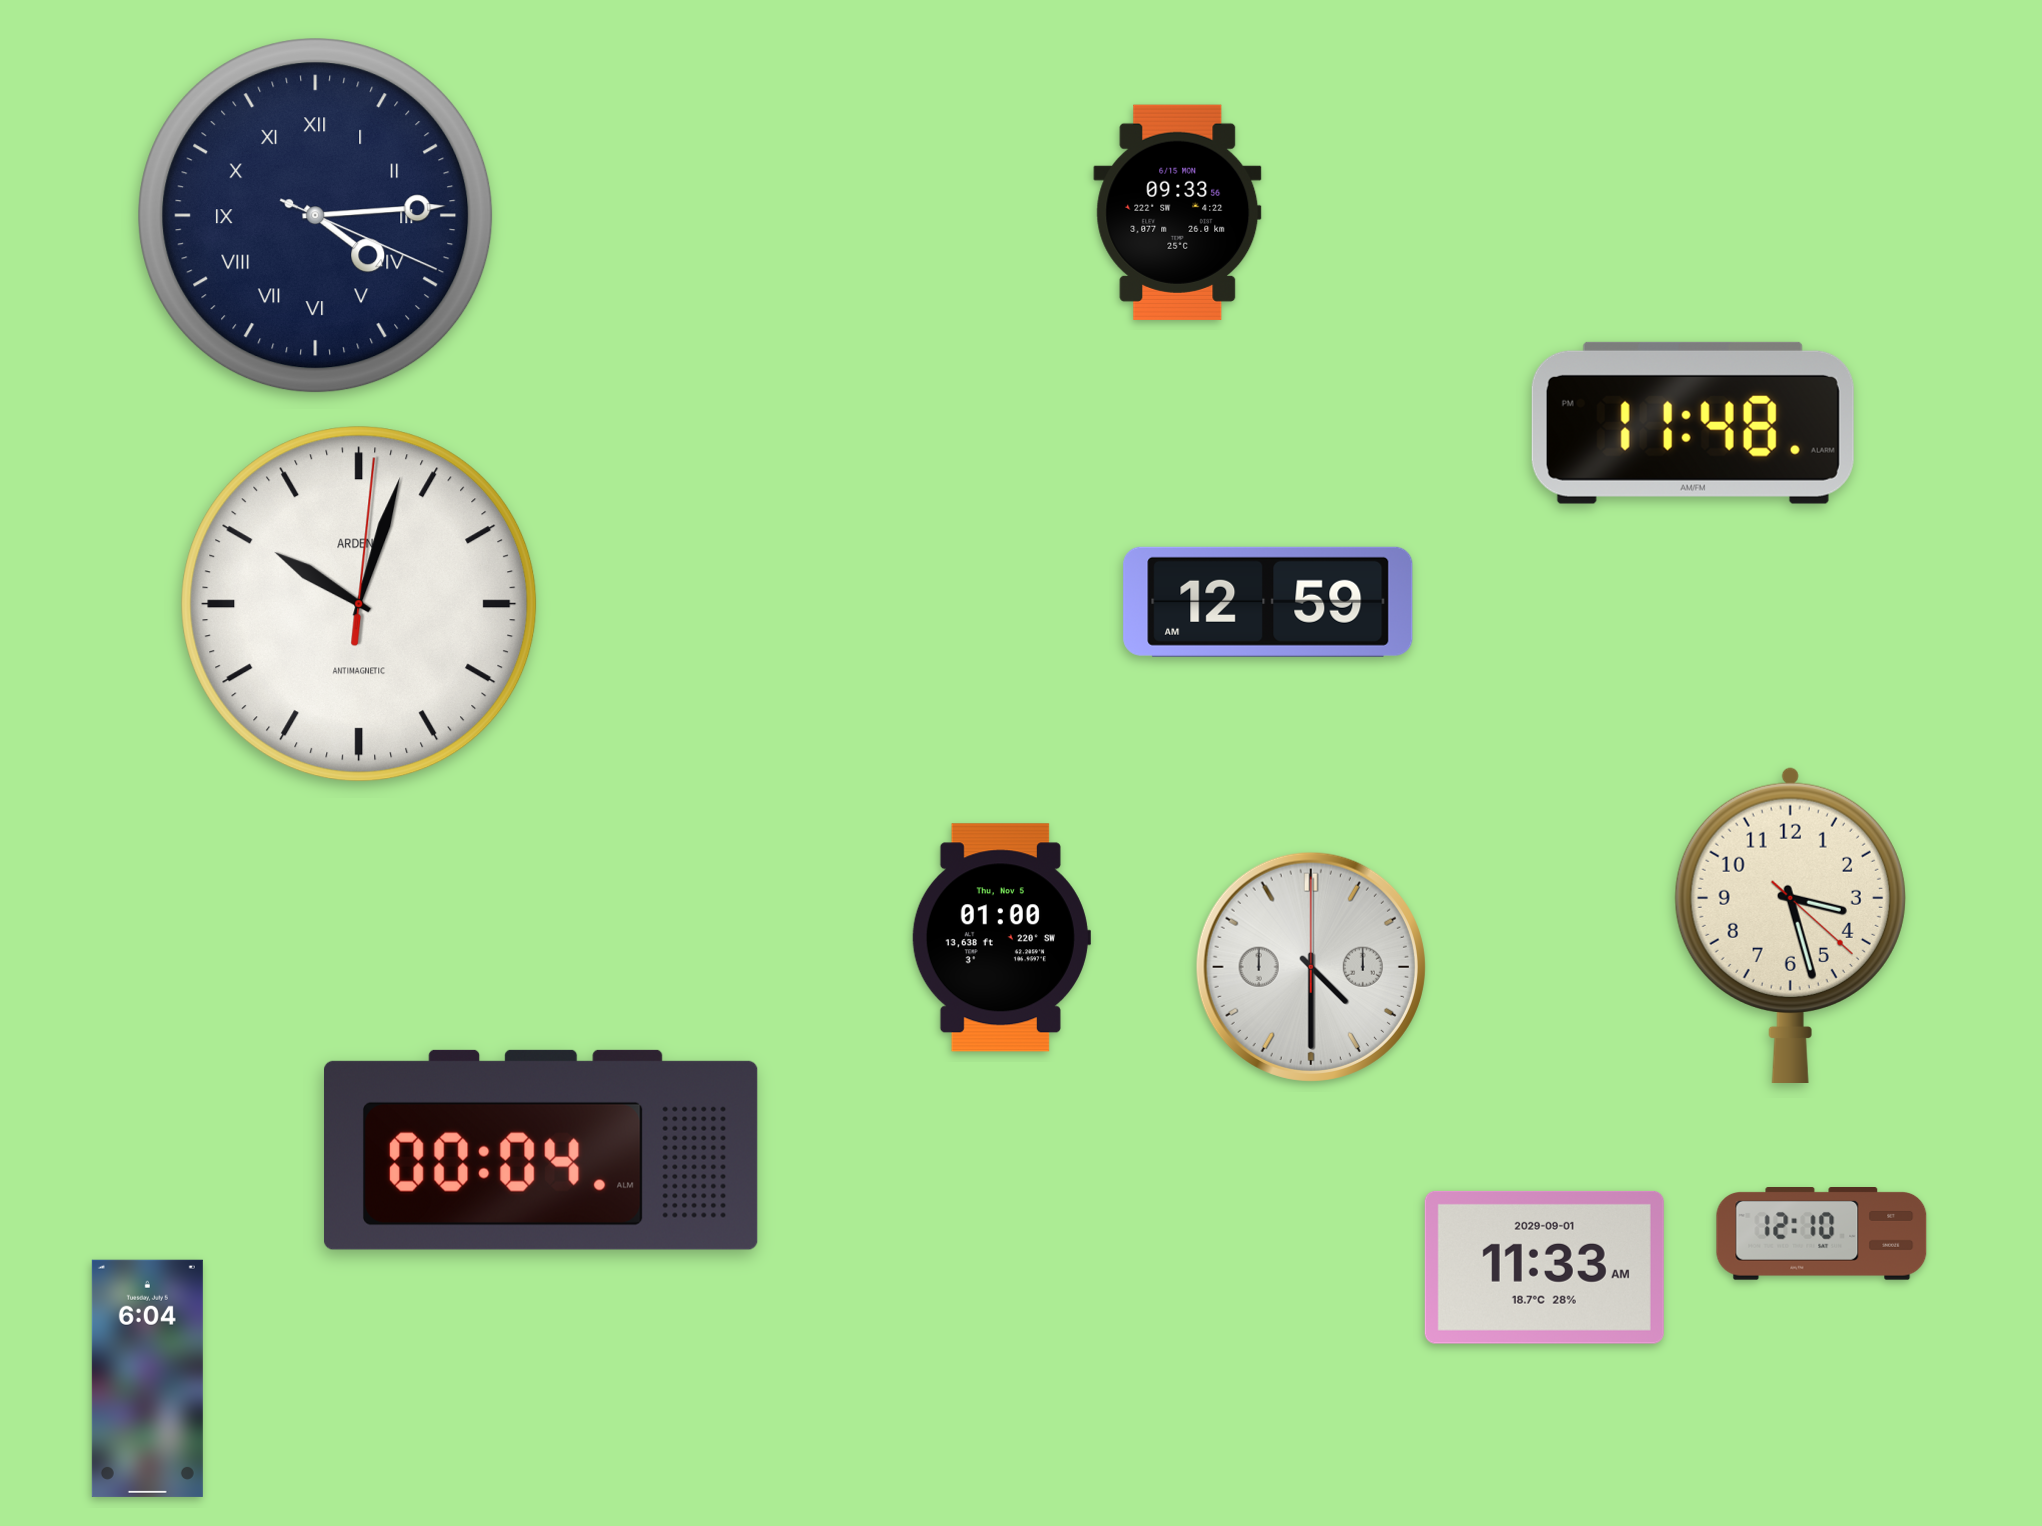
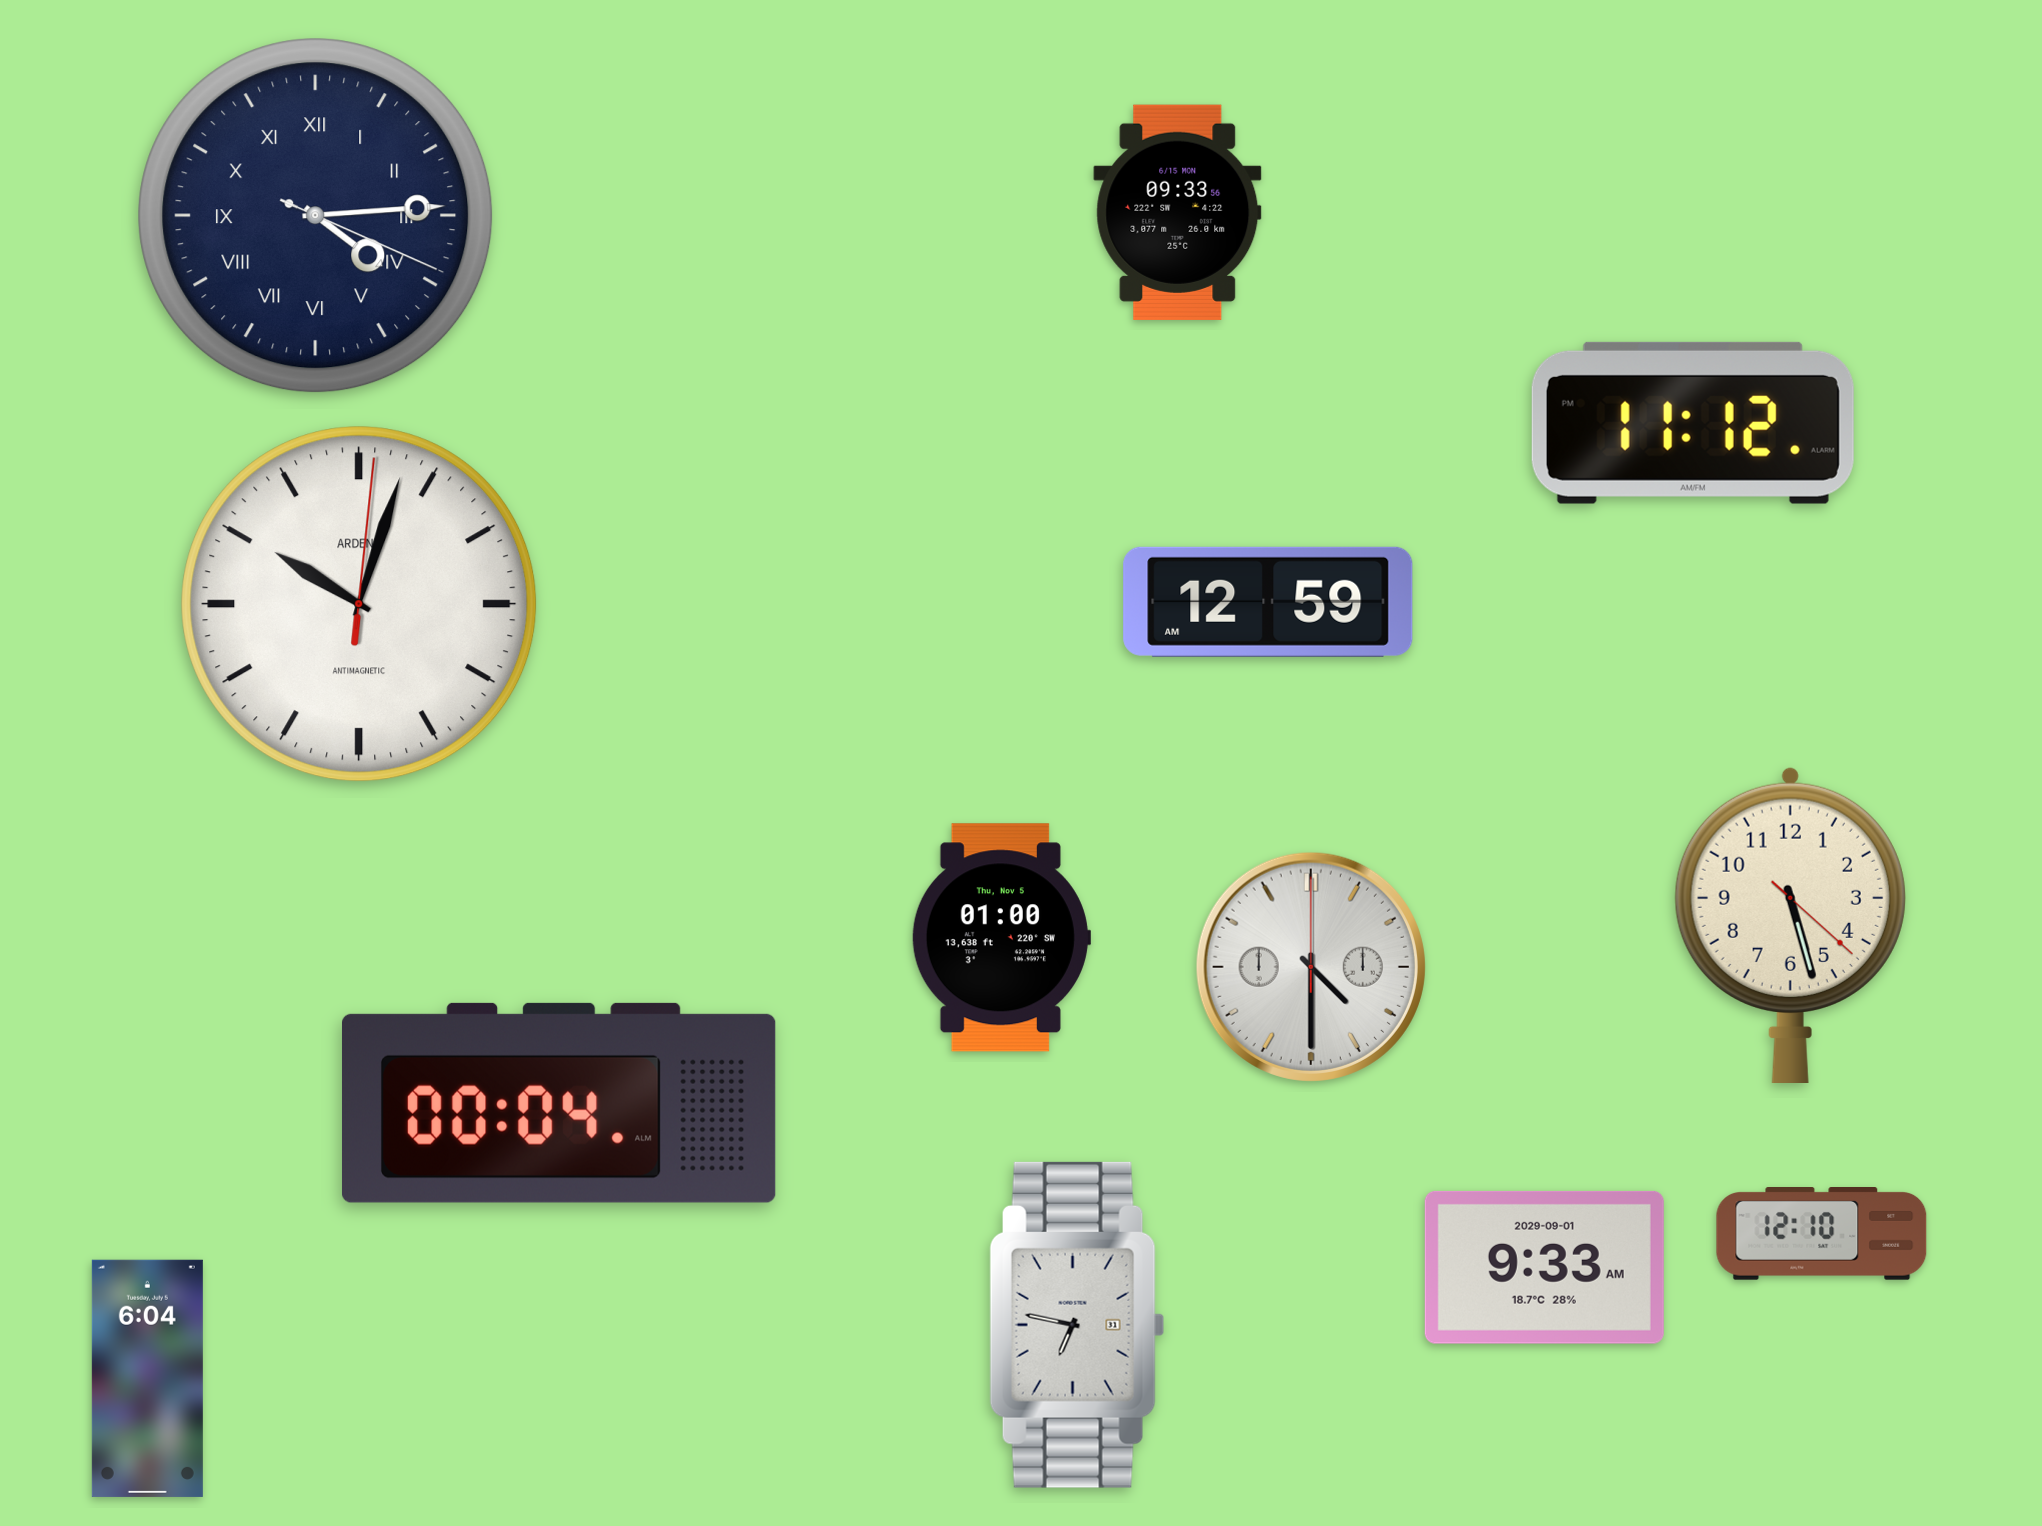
clock at (1693, 423): 11:48 -> 11:12
clock at (1790, 924): 3:27 -> 5:27
clock at (541, 1150) position: (541, 1150) -> (559, 1103)
clock at (1544, 1267): 11:33 -> 9:33
clock at (1077, 1325): none -> 6:47
